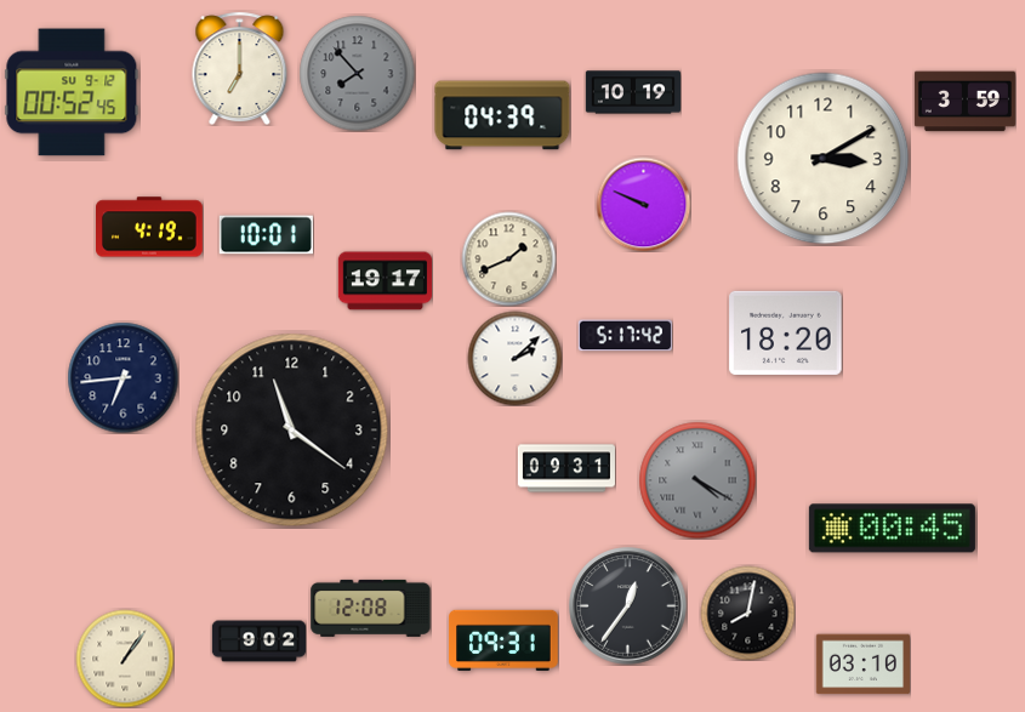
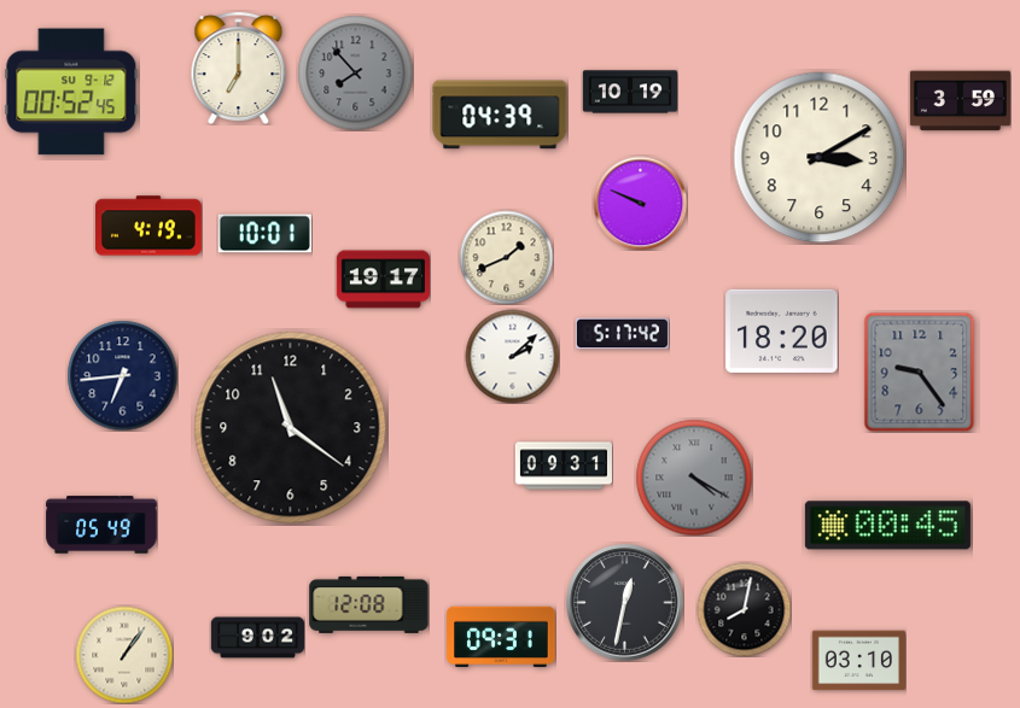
clock at (920, 371): none -> 9:24
clock at (101, 525): none -> 05:49
clock at (628, 606): 12:36 -> 12:32
